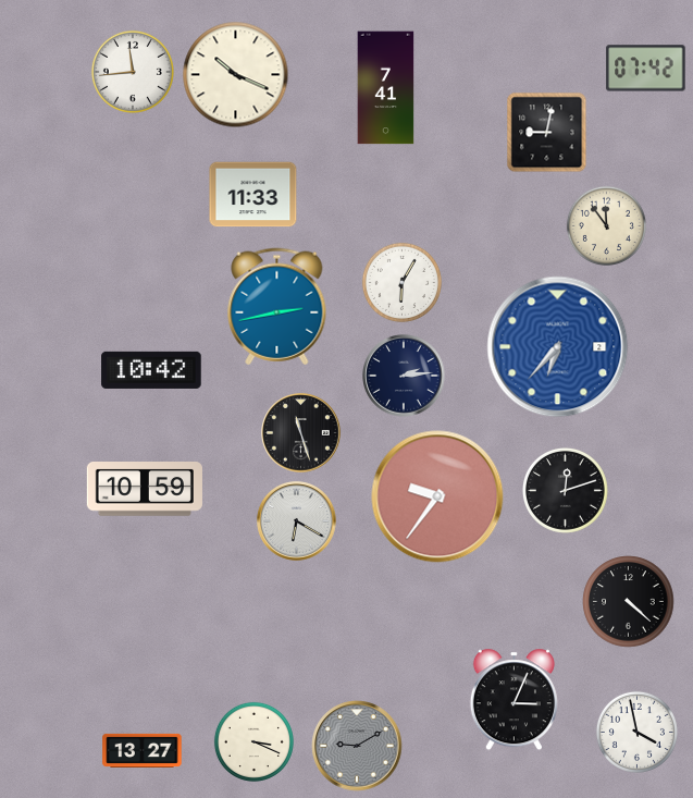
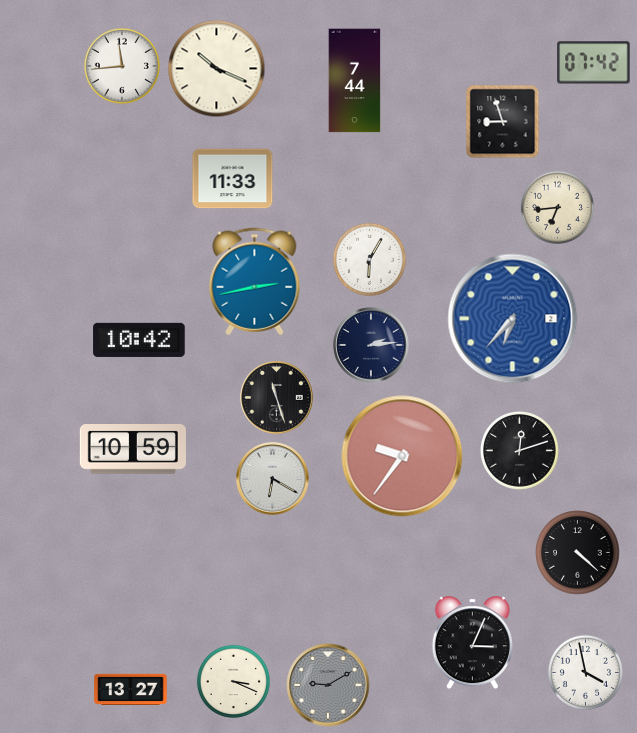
clock at (386, 88): 7:41 -> 7:44
clock at (547, 133): 9:02 -> 8:57
clock at (606, 225): 11:54 -> 6:44
